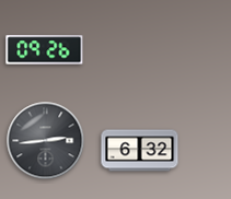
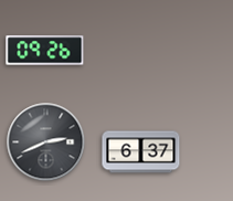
clock at (46, 141): 2:44 -> 2:41
clock at (140, 151): 6:32 -> 6:37
